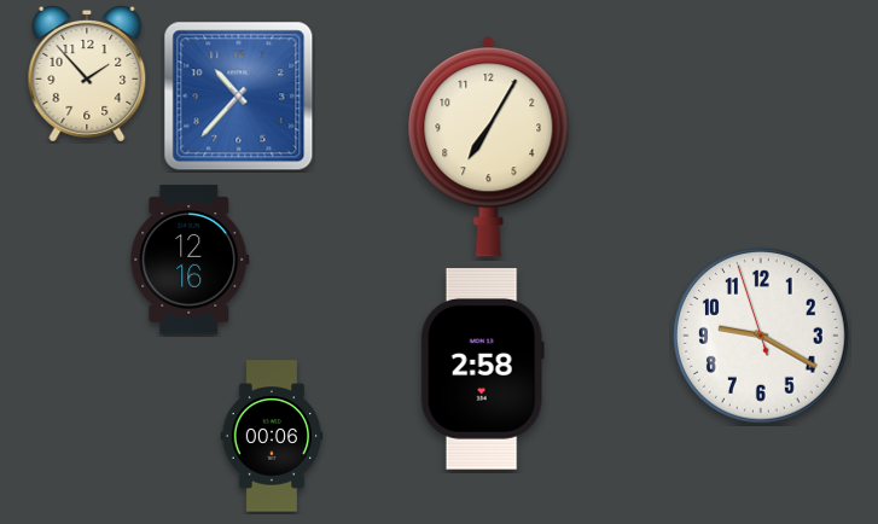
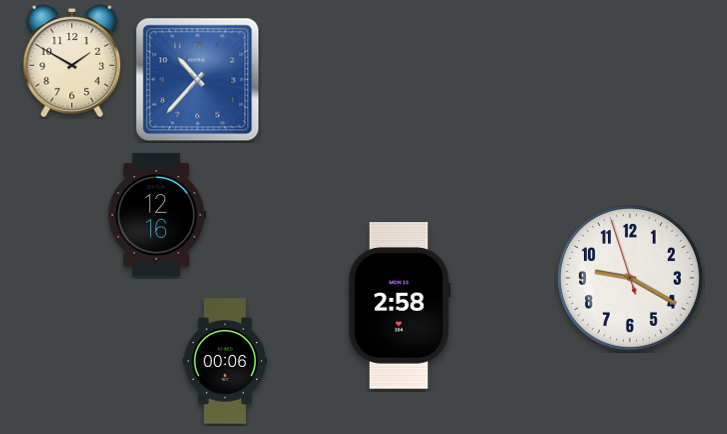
clock at (87, 75): 1:53 -> 1:50
clock at (489, 147): 7:05 -> none
